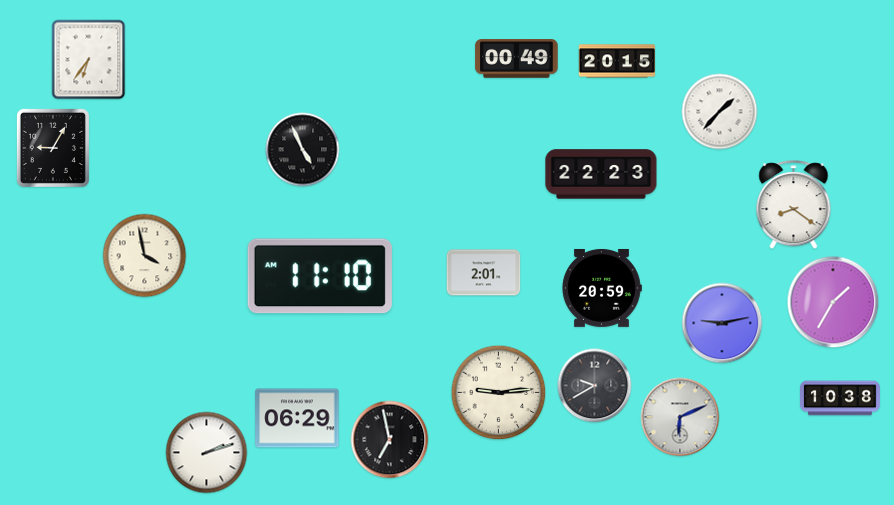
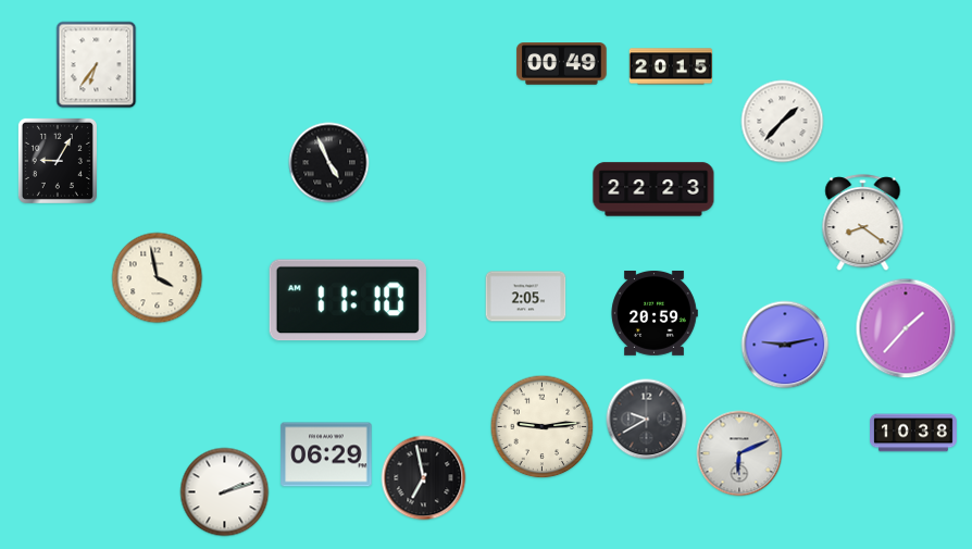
clock at (484, 273): 2:01 -> 2:05
clock at (833, 302): 1:35 -> 1:37
clock at (722, 323) position: (722, 323) -> (785, 345)
clock at (297, 418) position: (297, 418) -> (326, 454)
